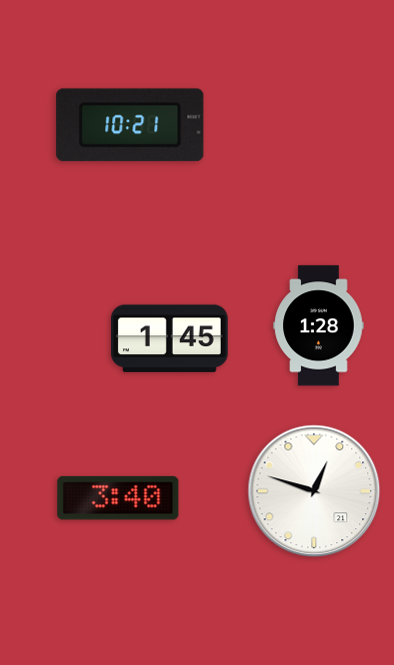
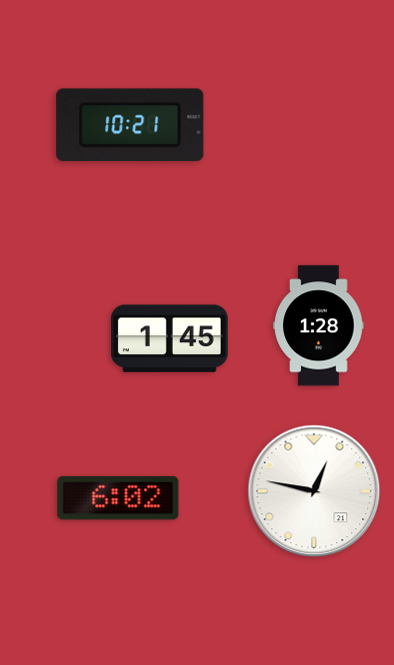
clock at (314, 491): 12:48 -> 12:47
clock at (118, 498): 3:40 -> 6:02
